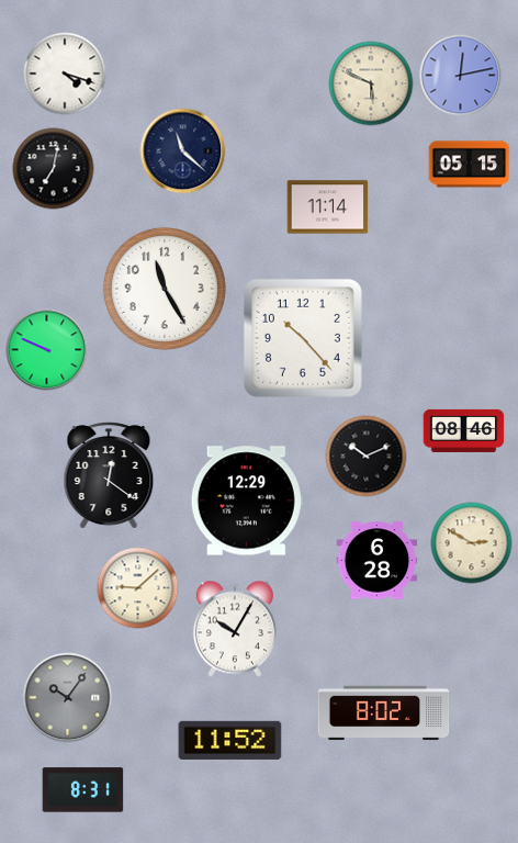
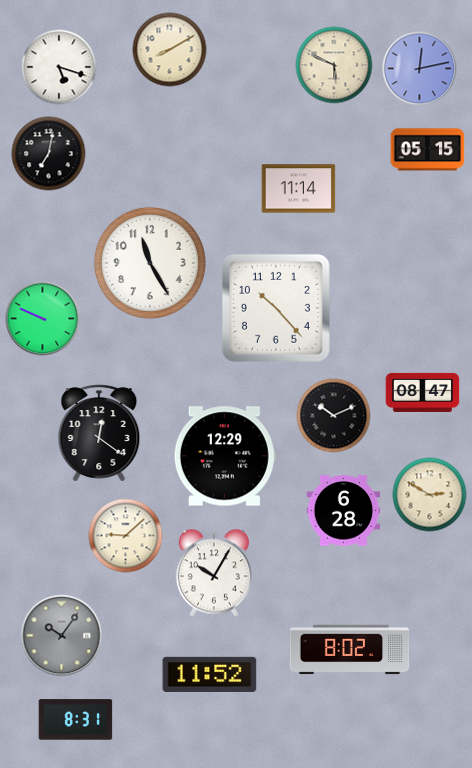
clock at (170, 50): none -> 8:10
clock at (65, 74): 4:18 -> 5:18
clock at (371, 83) position: (371, 83) -> (334, 65)
clock at (183, 151): 11:22 -> none
clock at (464, 430): 08:46 -> 08:47
